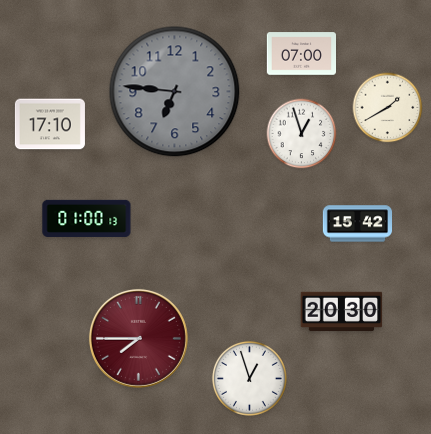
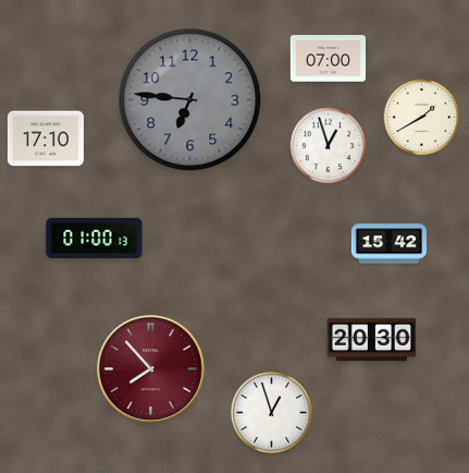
clock at (50, 124) position: (50, 124) -> (46, 138)
clock at (138, 338): 7:45 -> 7:53
